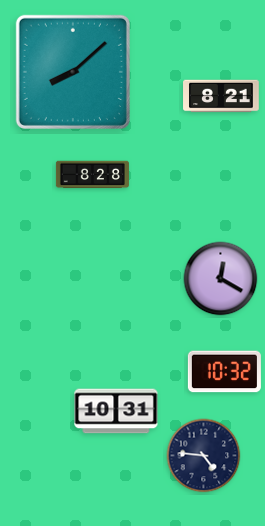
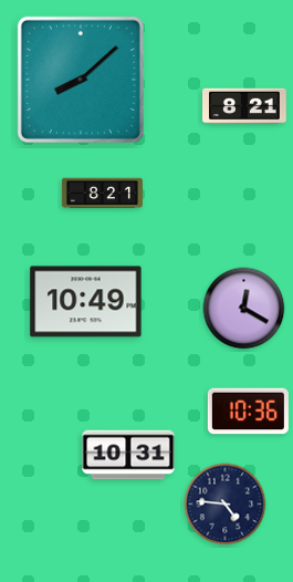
clock at (92, 175): 8:28 -> 8:21
clock at (86, 302): none -> 10:49
clock at (224, 372): 10:32 -> 10:36
